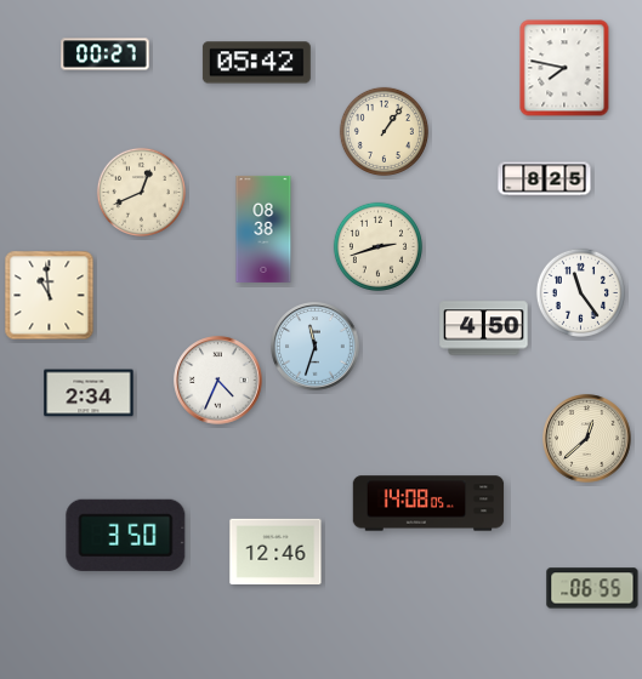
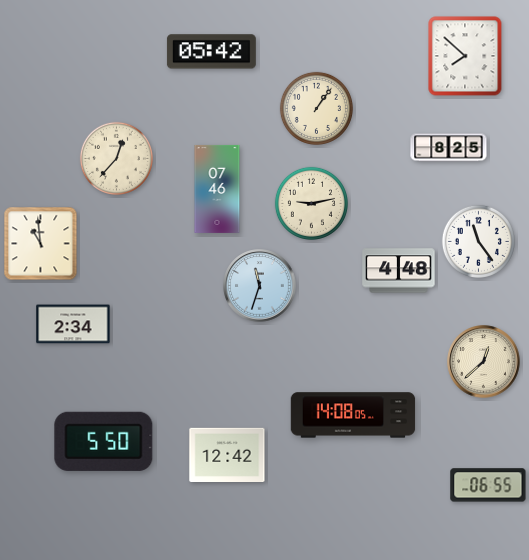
clock at (106, 55): 00:27 -> none
clock at (564, 68): 7:47 -> 7:52
clock at (141, 192): 12:41 -> 12:37
clock at (263, 229): 08:38 -> 07:46
clock at (377, 246): 2:42 -> 9:13
clock at (484, 329): 4:50 -> 4:48
clock at (218, 381): 4:34 -> none
clock at (126, 535): 3:50 -> 5:50
clock at (275, 550): 12:46 -> 12:42
